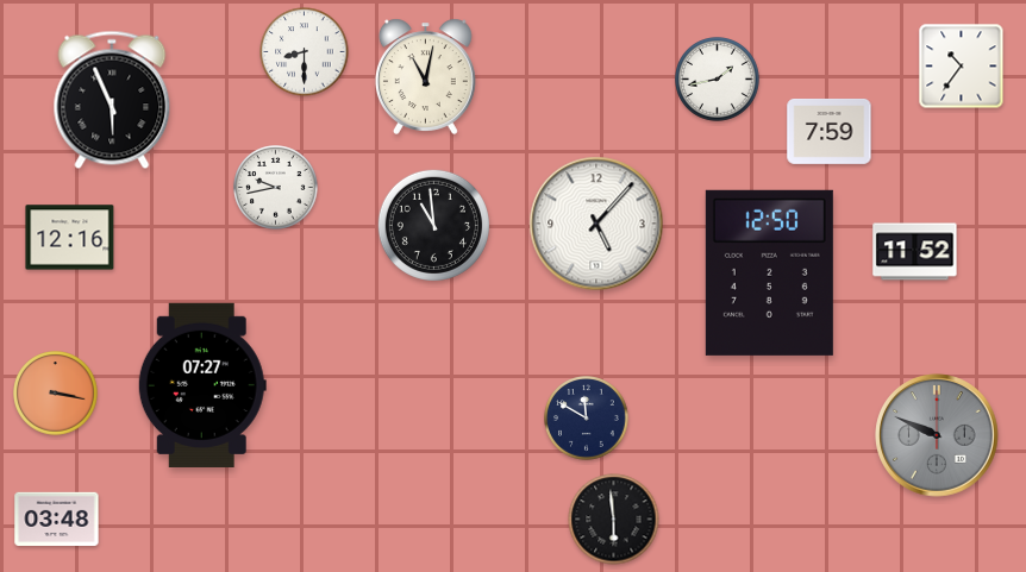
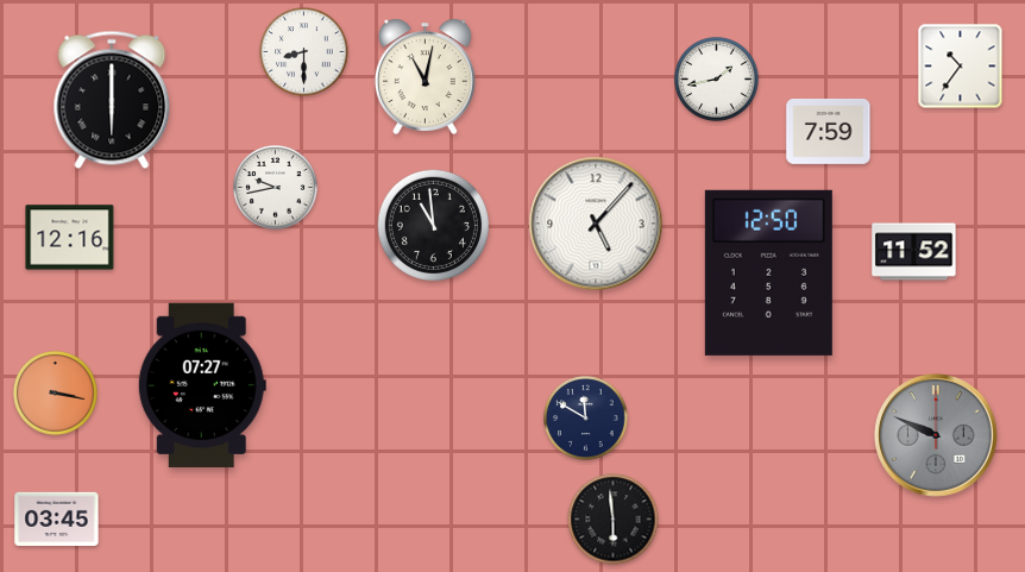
clock at (112, 100): 5:56 -> 6:00
clock at (57, 520): 03:48 -> 03:45
